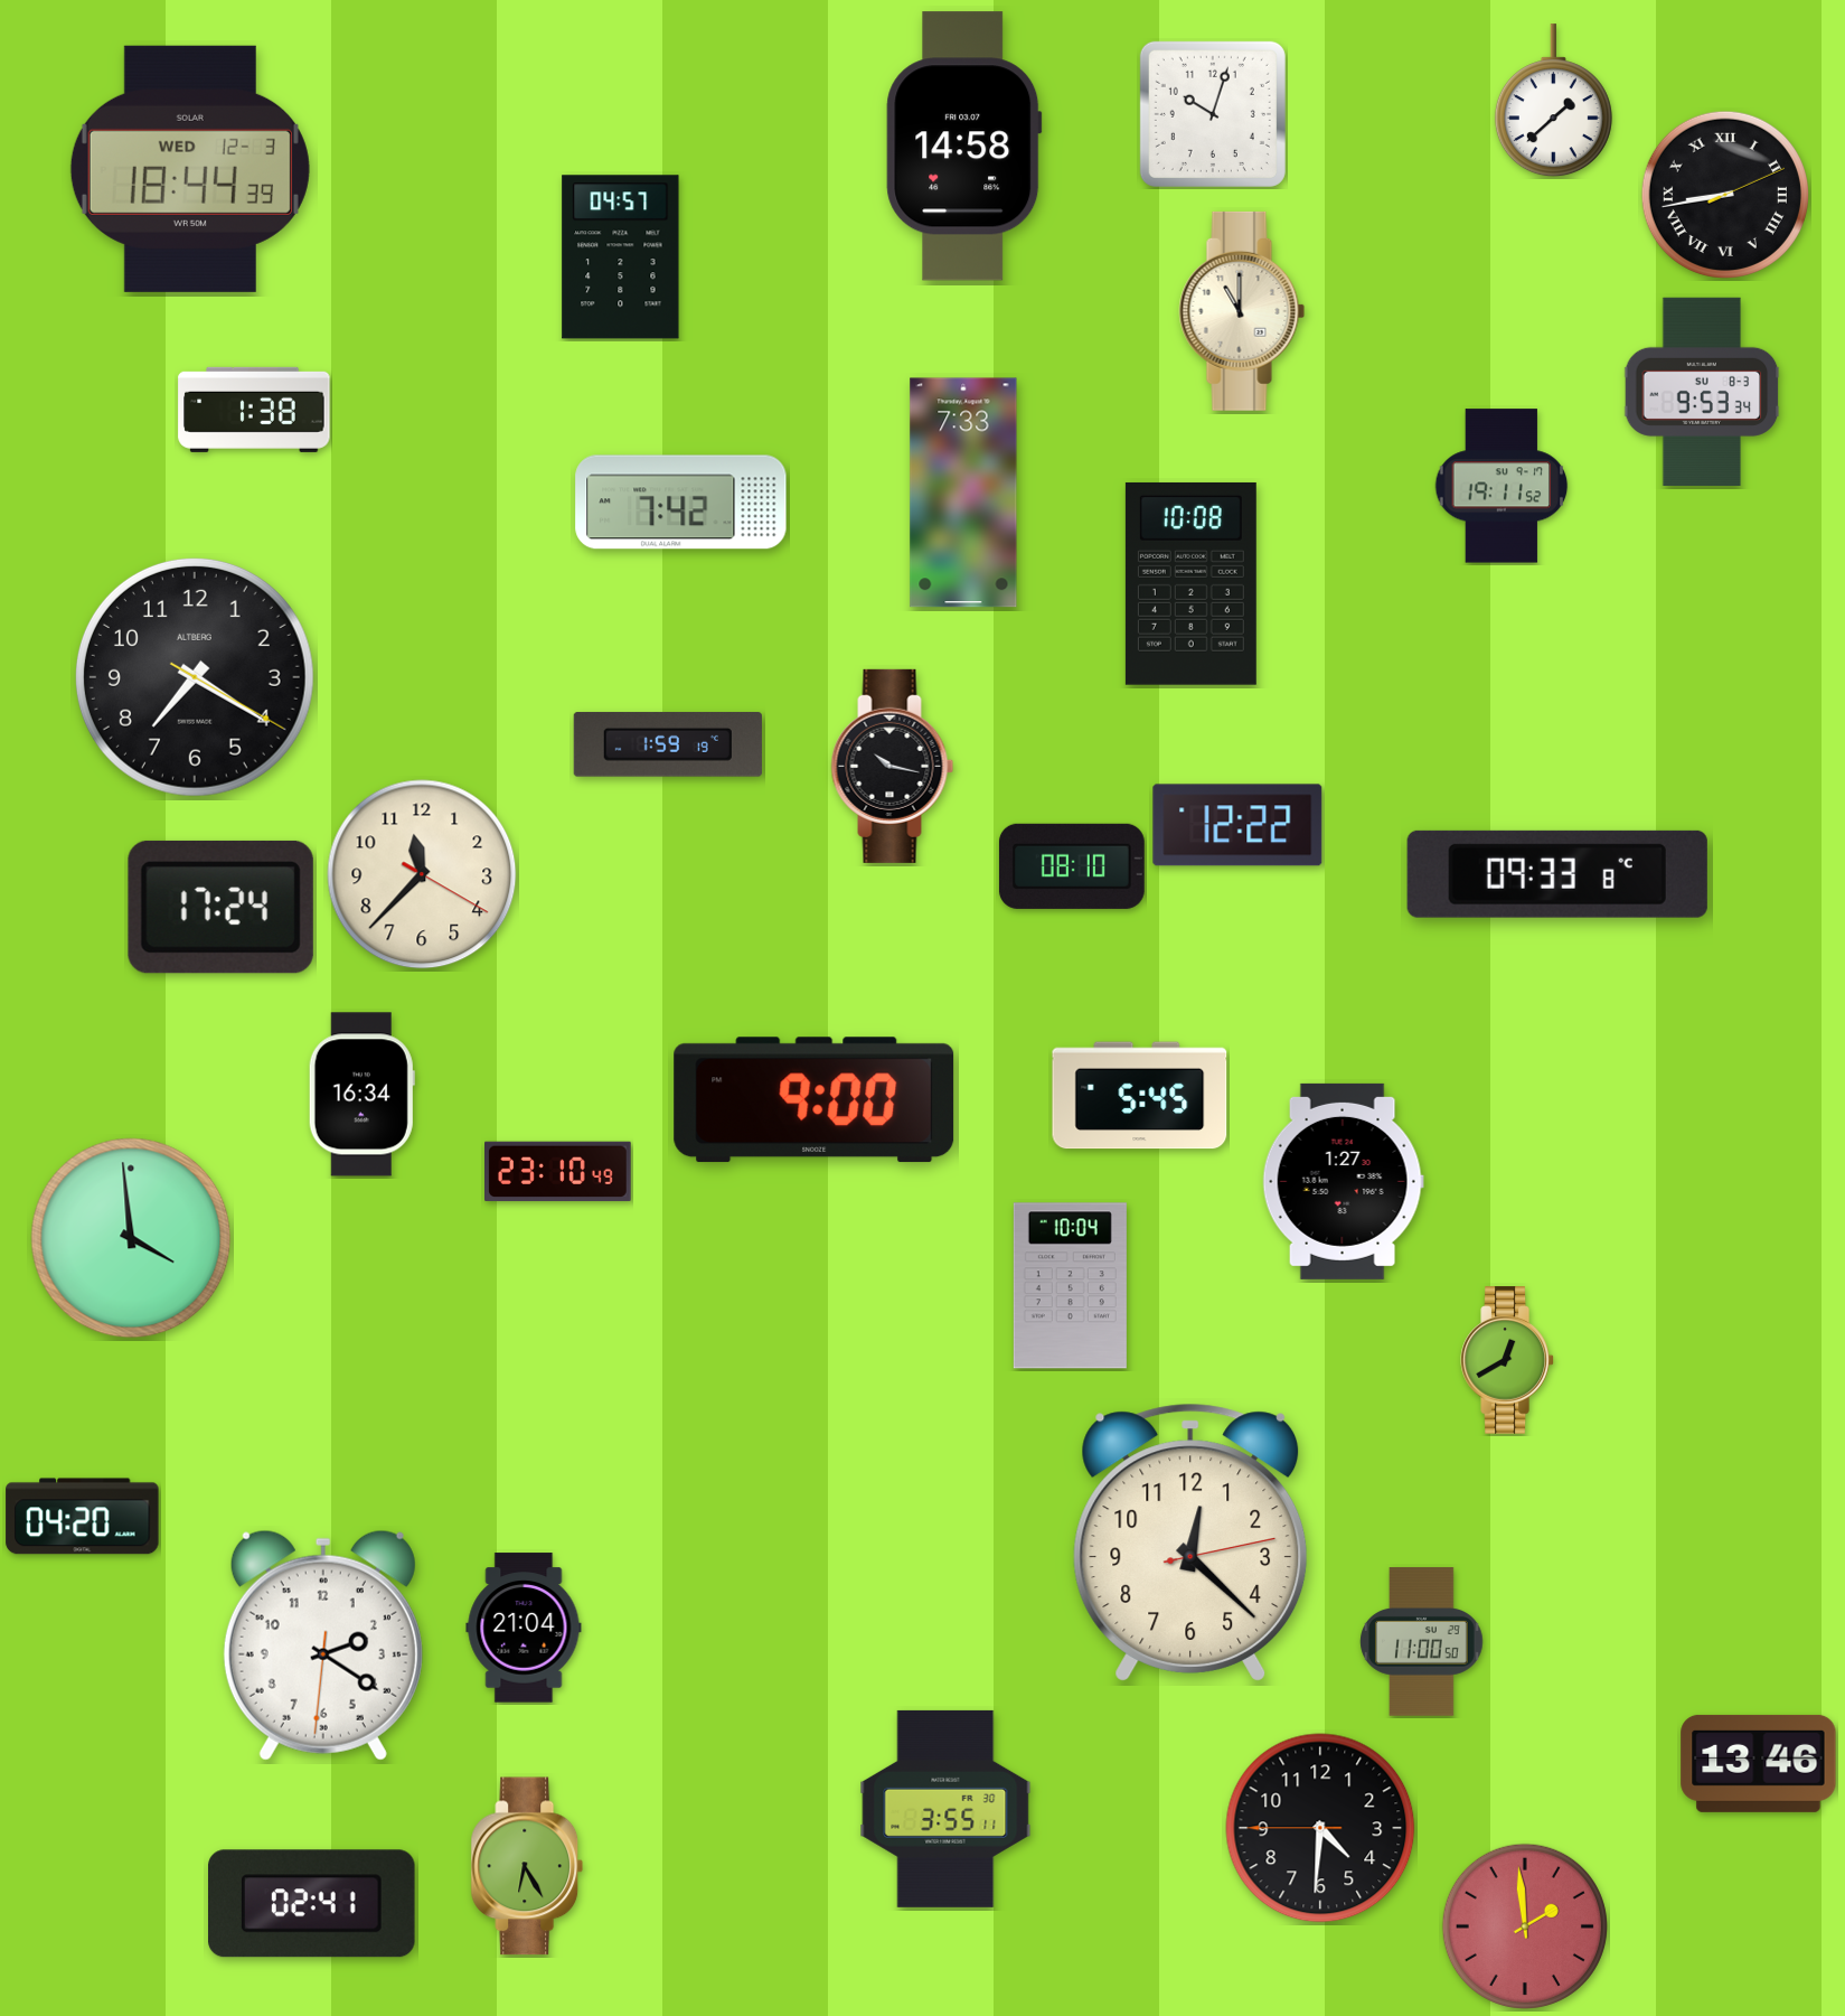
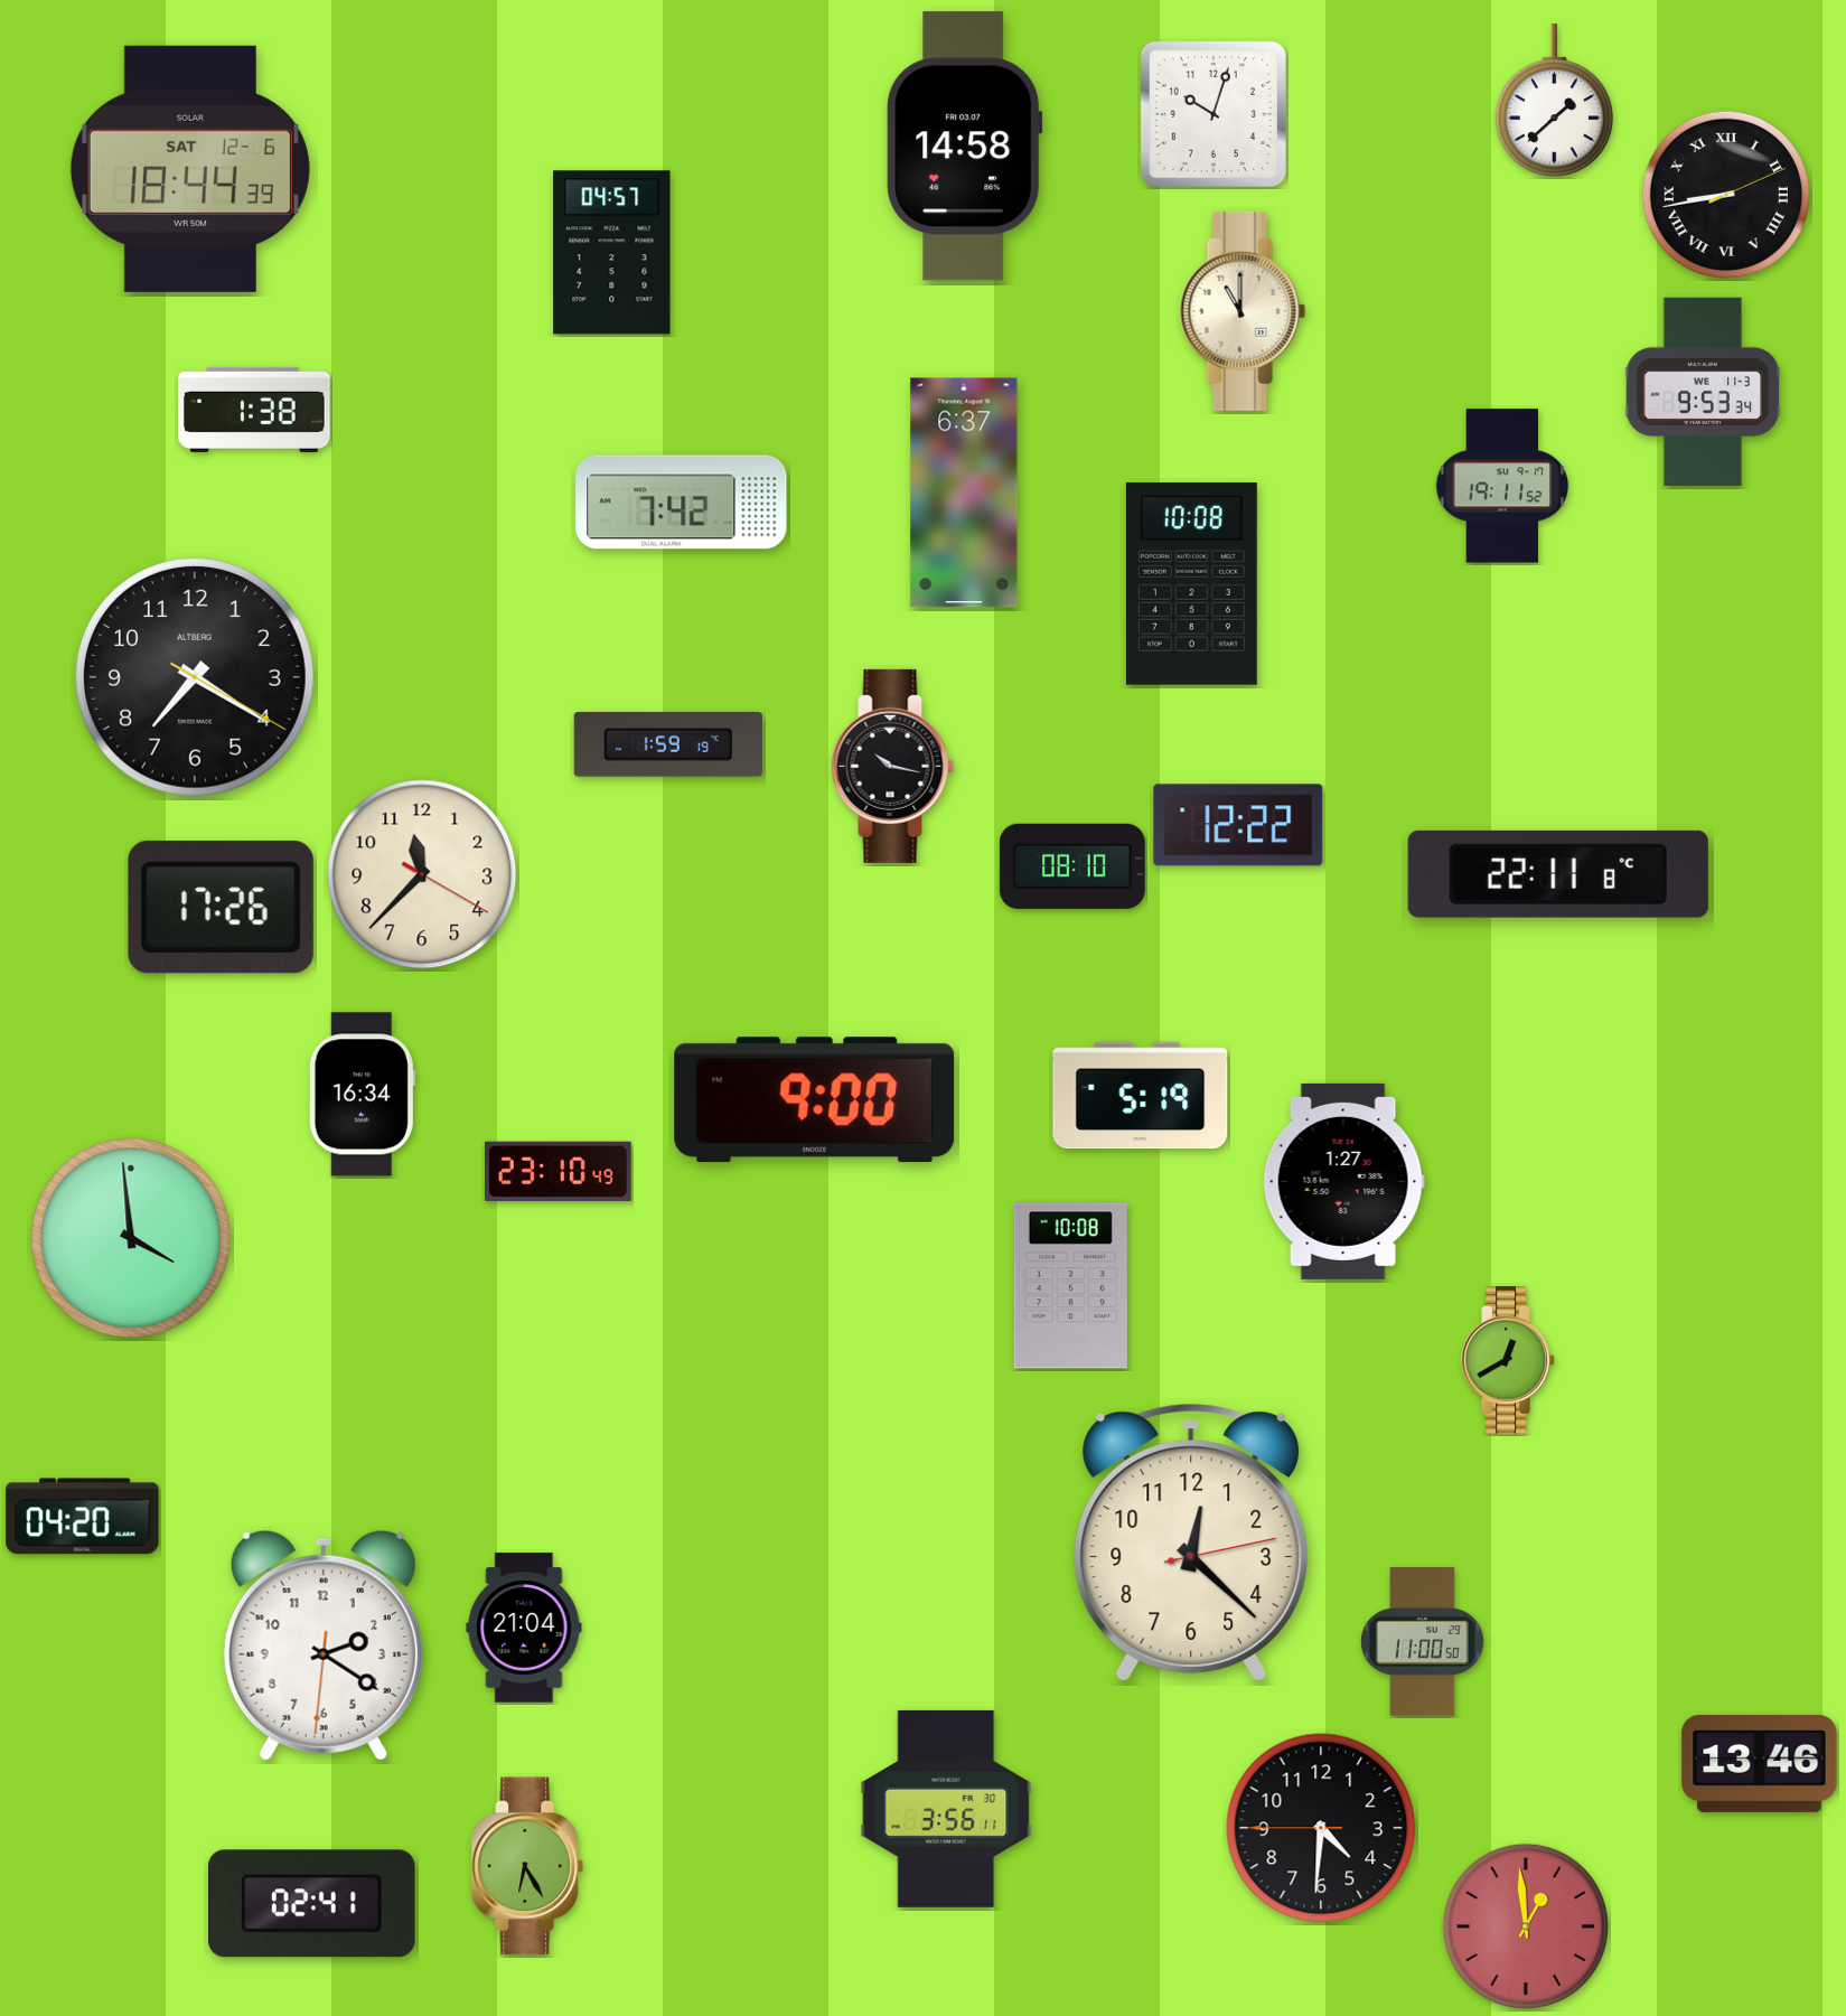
clock at (190, 169) date: WED 12-3 -> SAT 12-6
clock at (621, 257) position: (621, 257) -> (612, 253)
clock at (1702, 392) date: SU 8-3 -> WE 11-3
clock at (963, 493): 7:33 -> 6:37
clock at (1557, 874): 09:33 -> 22:11
clock at (220, 907): 17:24 -> 17:26
clock at (1140, 1096): 5:45 -> 5:19
clock at (1070, 1286): 10:04 -> 10:08
clock at (945, 1809): 3:55 -> 3:56
clock at (1525, 1926): 1:59 -> 12:59
